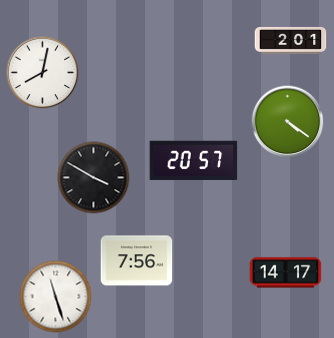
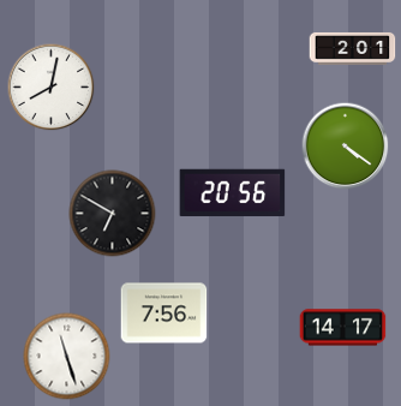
clock at (291, 40) position: (291, 40) -> (353, 48)
clock at (194, 161): 20:57 -> 20:56
clock at (94, 178): 3:50 -> 6:50
